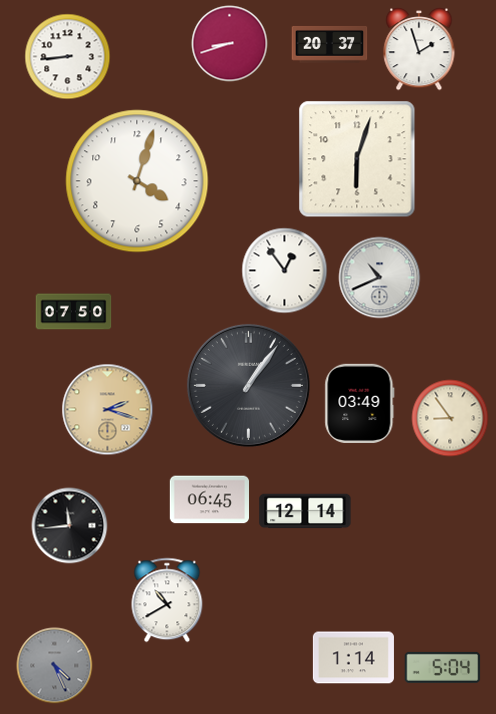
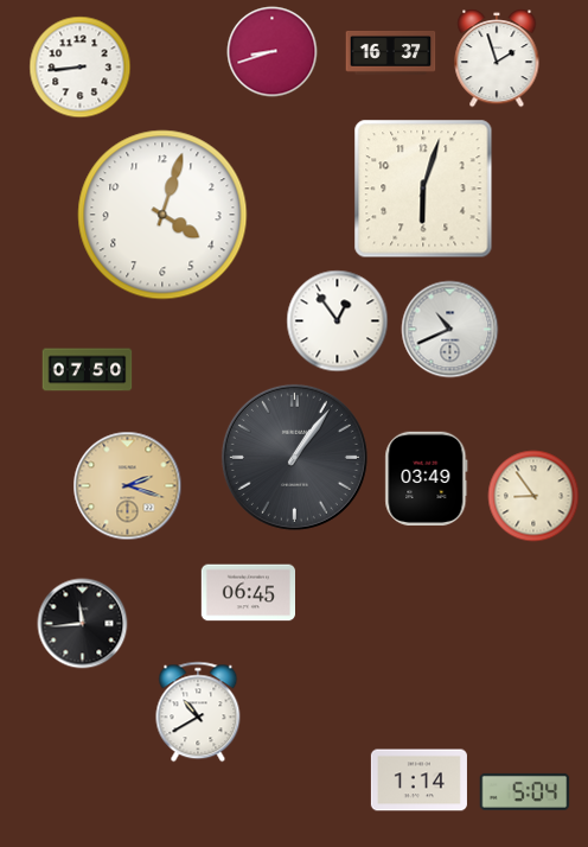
clock at (330, 45): 20:37 -> 16:37
clock at (305, 511): 12:14 -> none
clock at (55, 666): 4:26 -> none
